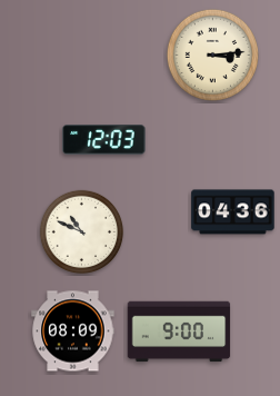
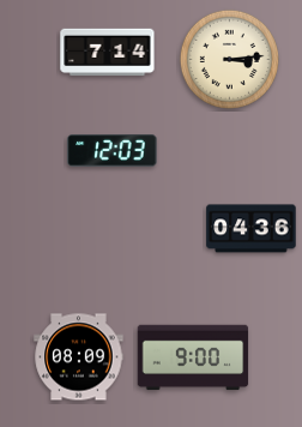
clock at (108, 53): none -> 7:14
clock at (82, 232): 10:49 -> none
